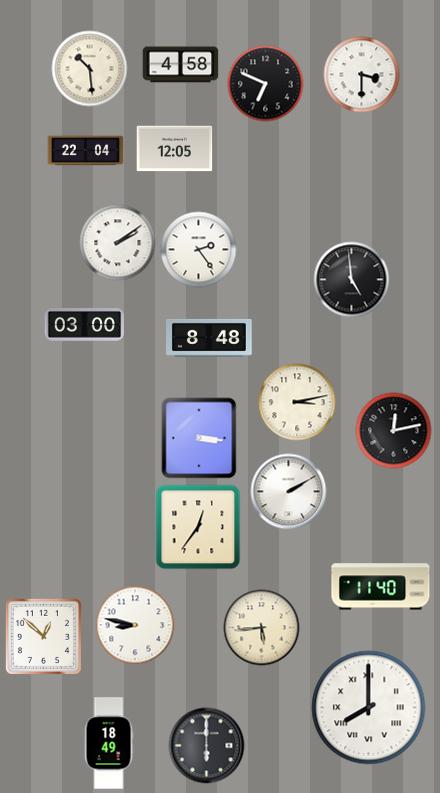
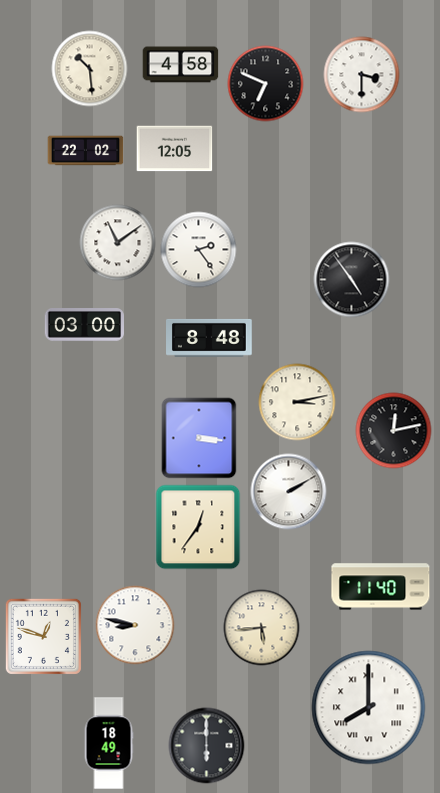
clock at (86, 151): 22:04 -> 22:02
clock at (118, 243): 2:09 -> 11:09
clock at (352, 280): 4:59 -> 4:54
clock at (43, 636): 12:52 -> 12:48
